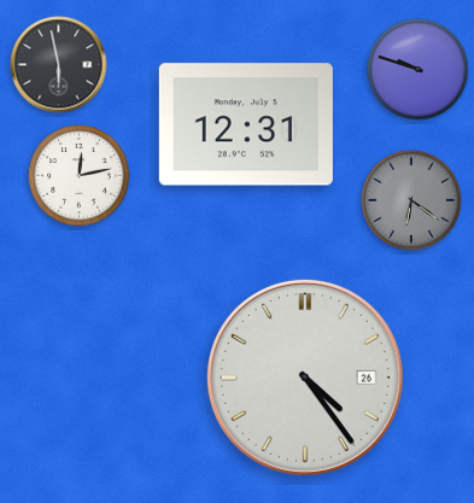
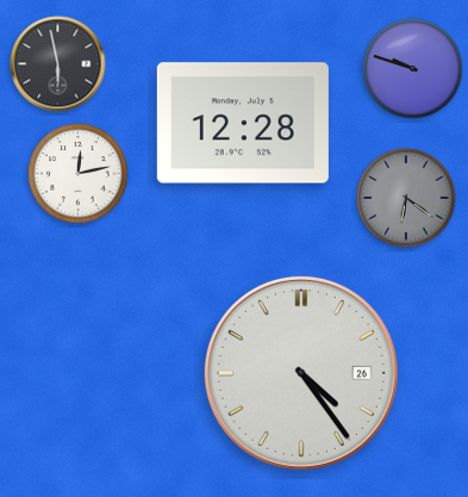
clock at (246, 124): 12:31 -> 12:28
